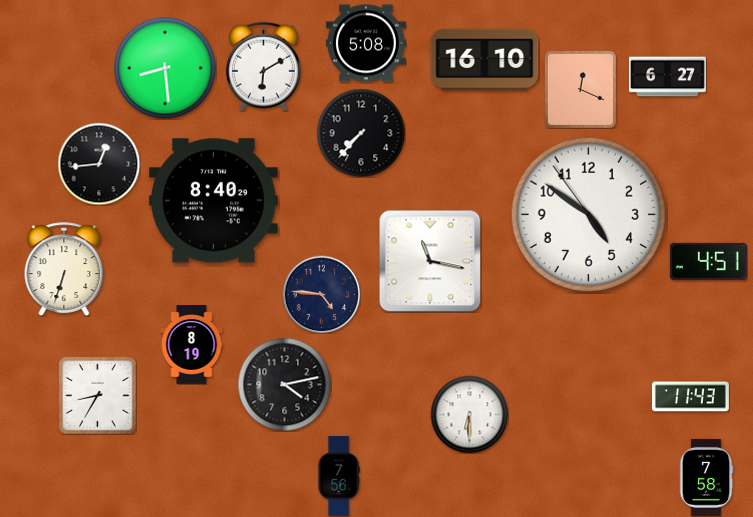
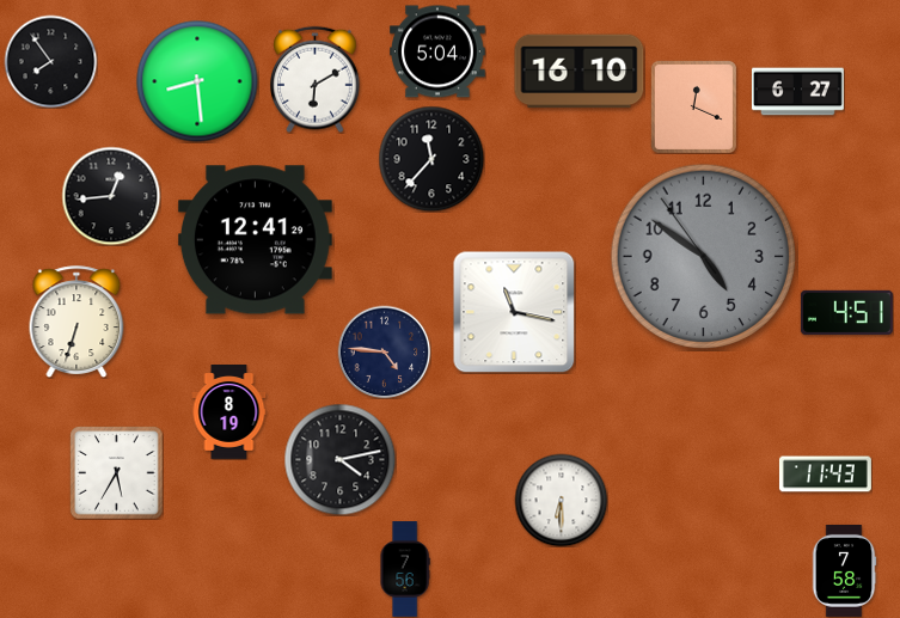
clock at (367, 43): 5:08 -> 5:04
clock at (50, 61): none -> 7:54
clock at (361, 133): 7:37 -> 11:37
clock at (99, 164) position: (99, 164) -> (111, 196)
clock at (213, 201): 8:40 -> 12:41
clock at (589, 215) dial: white -> grey
clock at (97, 395): 8:35 -> 5:35
clock at (469, 414) position: (469, 414) -> (561, 500)
